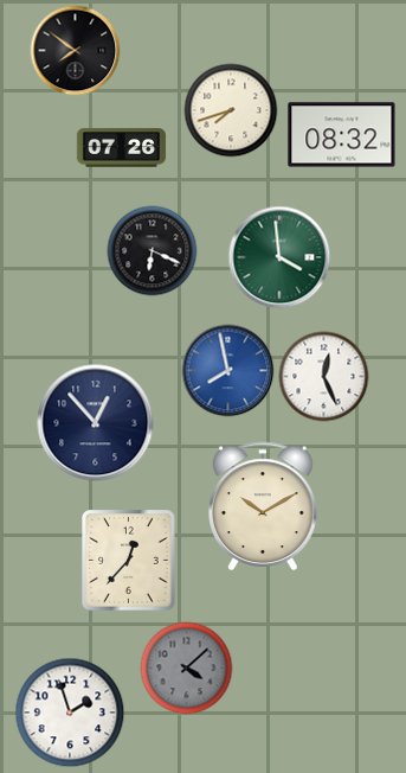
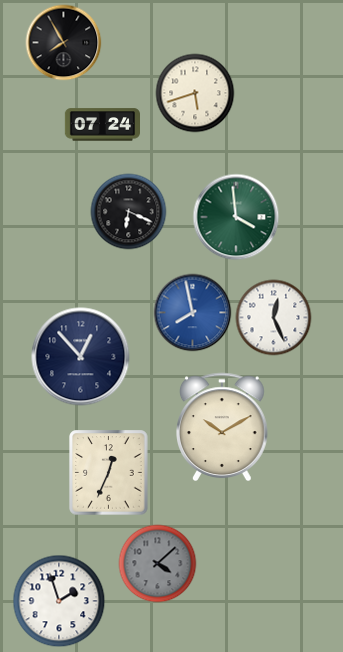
clock at (76, 51): 7:51 -> 7:55
clock at (231, 110): 7:42 -> 5:42
clock at (342, 135): 08:32 -> none
clock at (121, 148): 07:26 -> 07:24
clock at (129, 561): 12:37 -> 12:34
